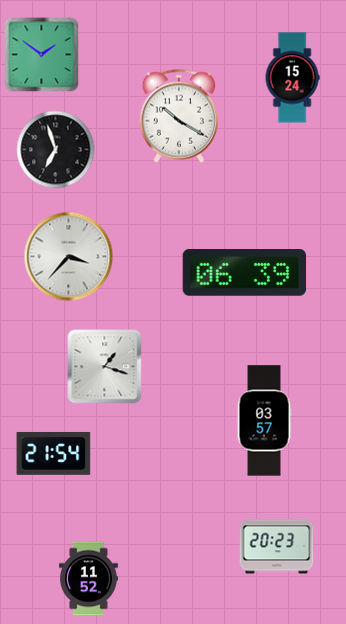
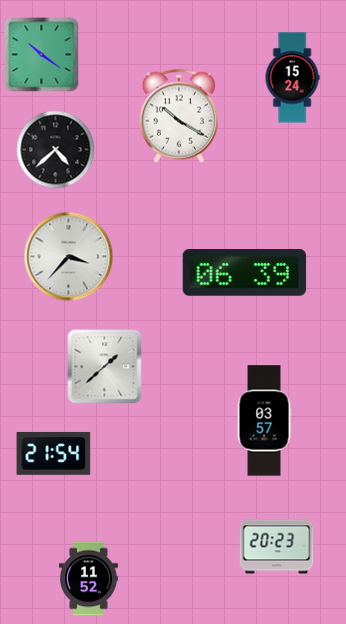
clock at (42, 55): 1:51 -> 10:21
clock at (56, 150): 6:57 -> 4:38
clock at (105, 367): 1:18 -> 1:38
